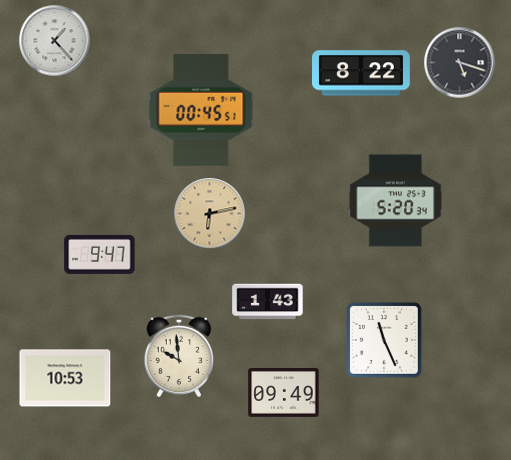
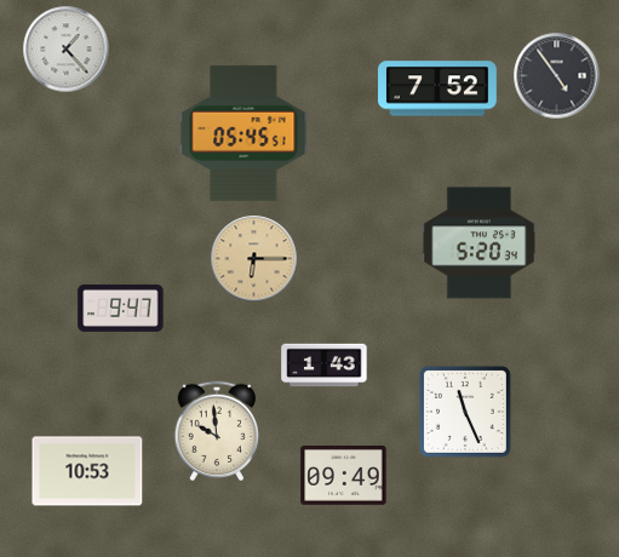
clock at (460, 63): 5:18 -> 4:54
clock at (362, 73): 8:22 -> 7:52
clock at (201, 110): 00:45 -> 05:45
clock at (210, 214): 6:13 -> 6:15
clock at (65, 378) position: (65, 378) -> (87, 471)
